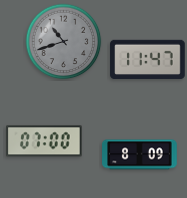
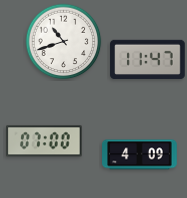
clock at (64, 42) dial: grey -> white
clock at (140, 155): 8:09 -> 4:09
